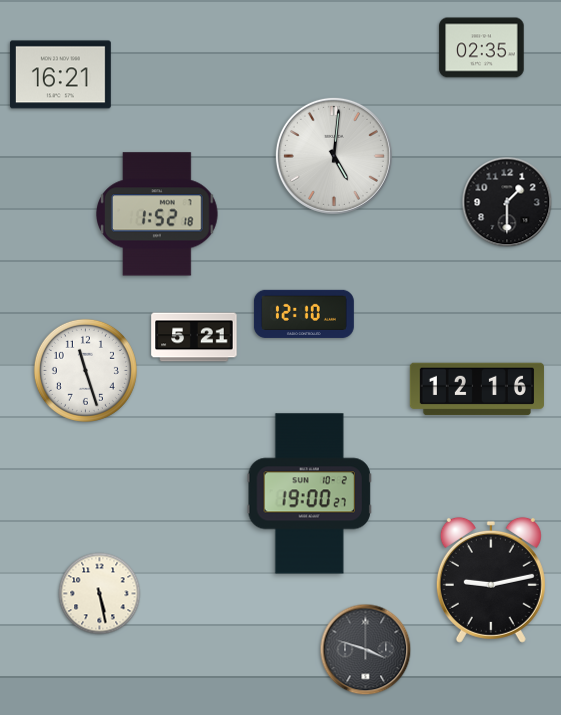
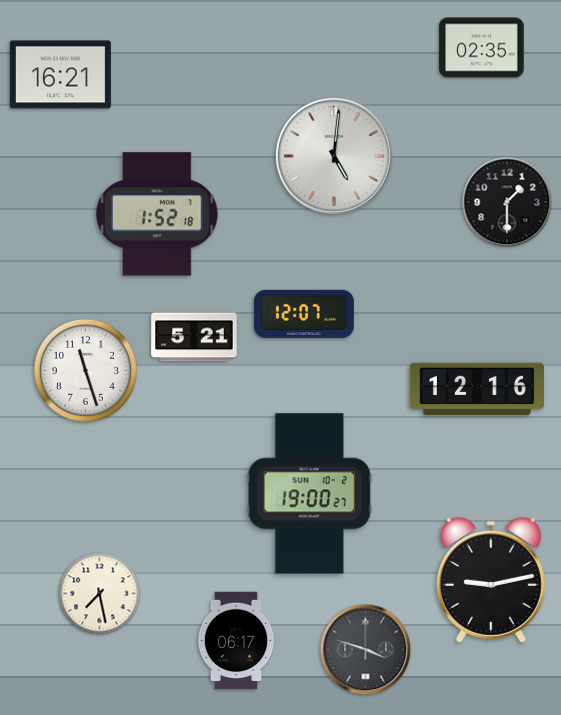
clock at (304, 314): 12:10 -> 12:07
clock at (100, 594): 5:28 -> 7:28
clock at (236, 641): none -> 06:17
